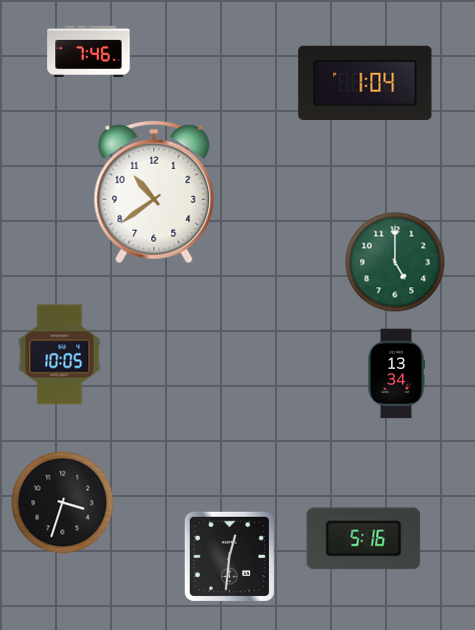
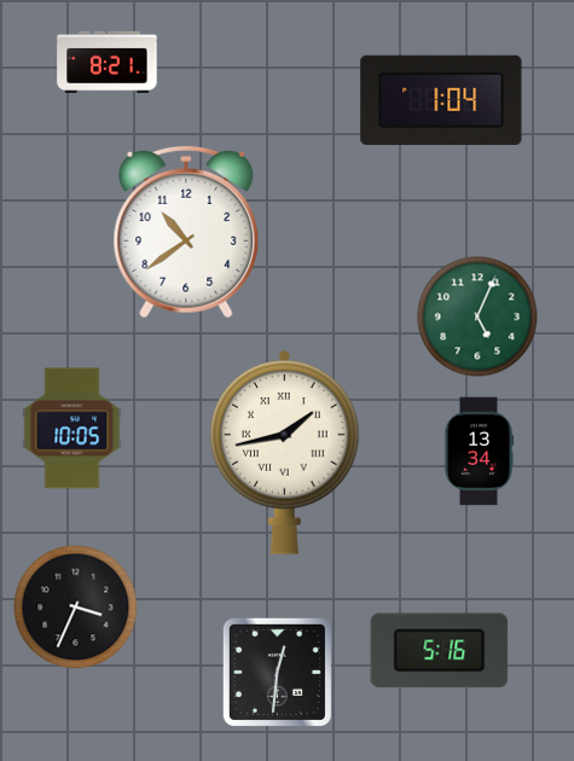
clock at (89, 51): 7:46 -> 8:21
clock at (395, 262): 5:00 -> 5:04
clock at (285, 453): none -> 1:43
clock at (63, 503): 3:33 -> 3:34
